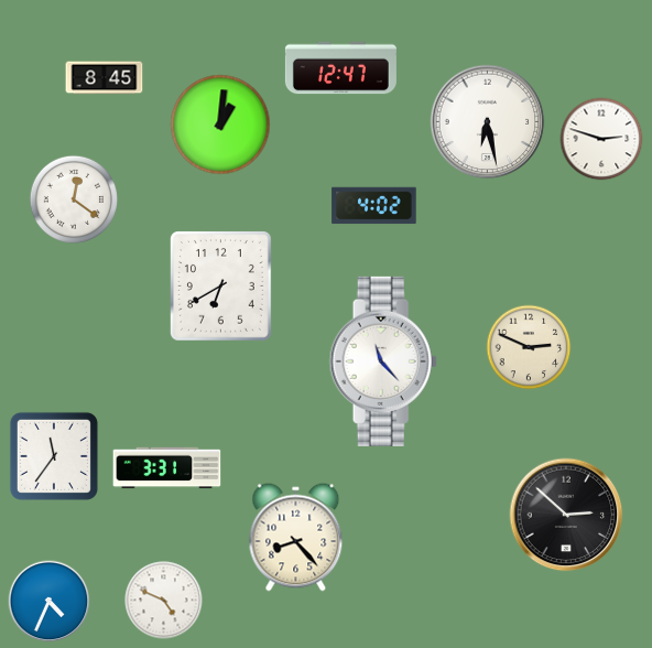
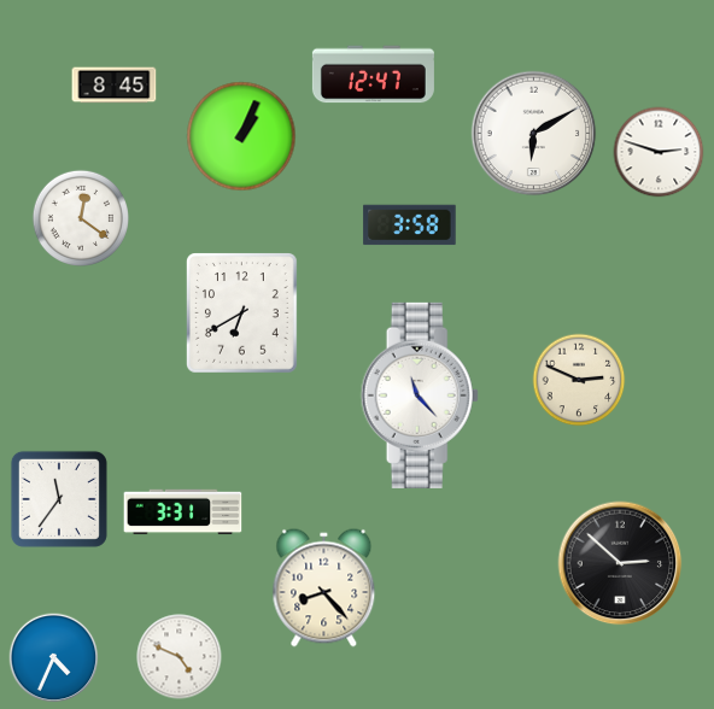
clock at (488, 122): 6:28 -> 6:10
clock at (220, 125): 1:01 -> 1:04
clock at (374, 206): 4:02 -> 3:58
